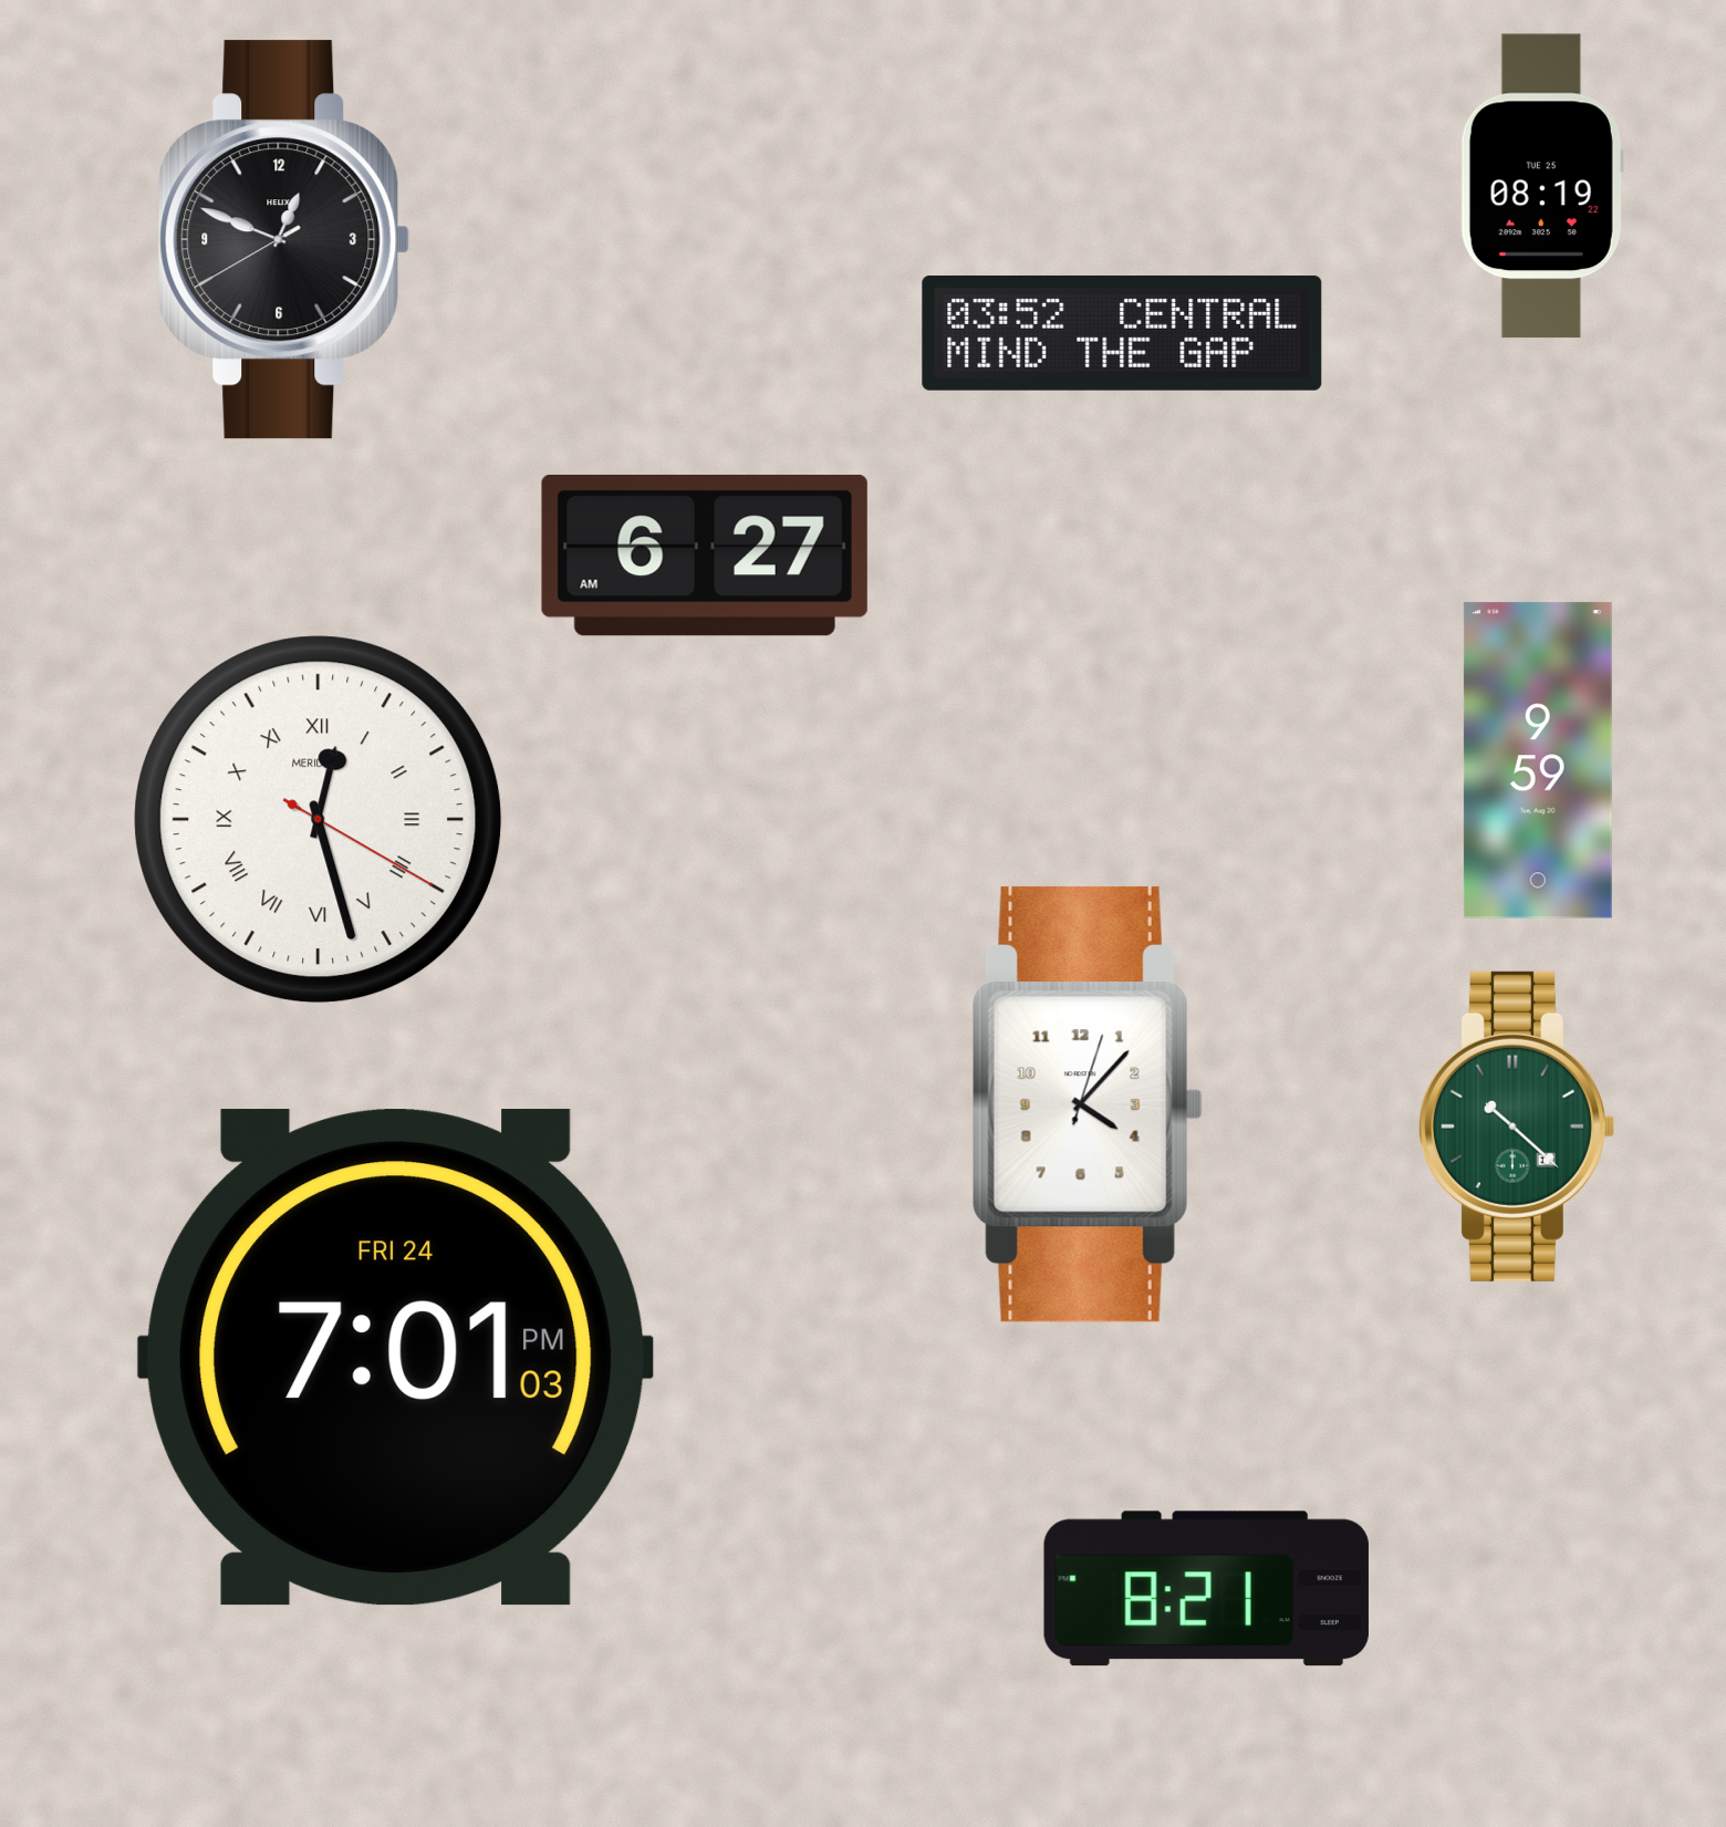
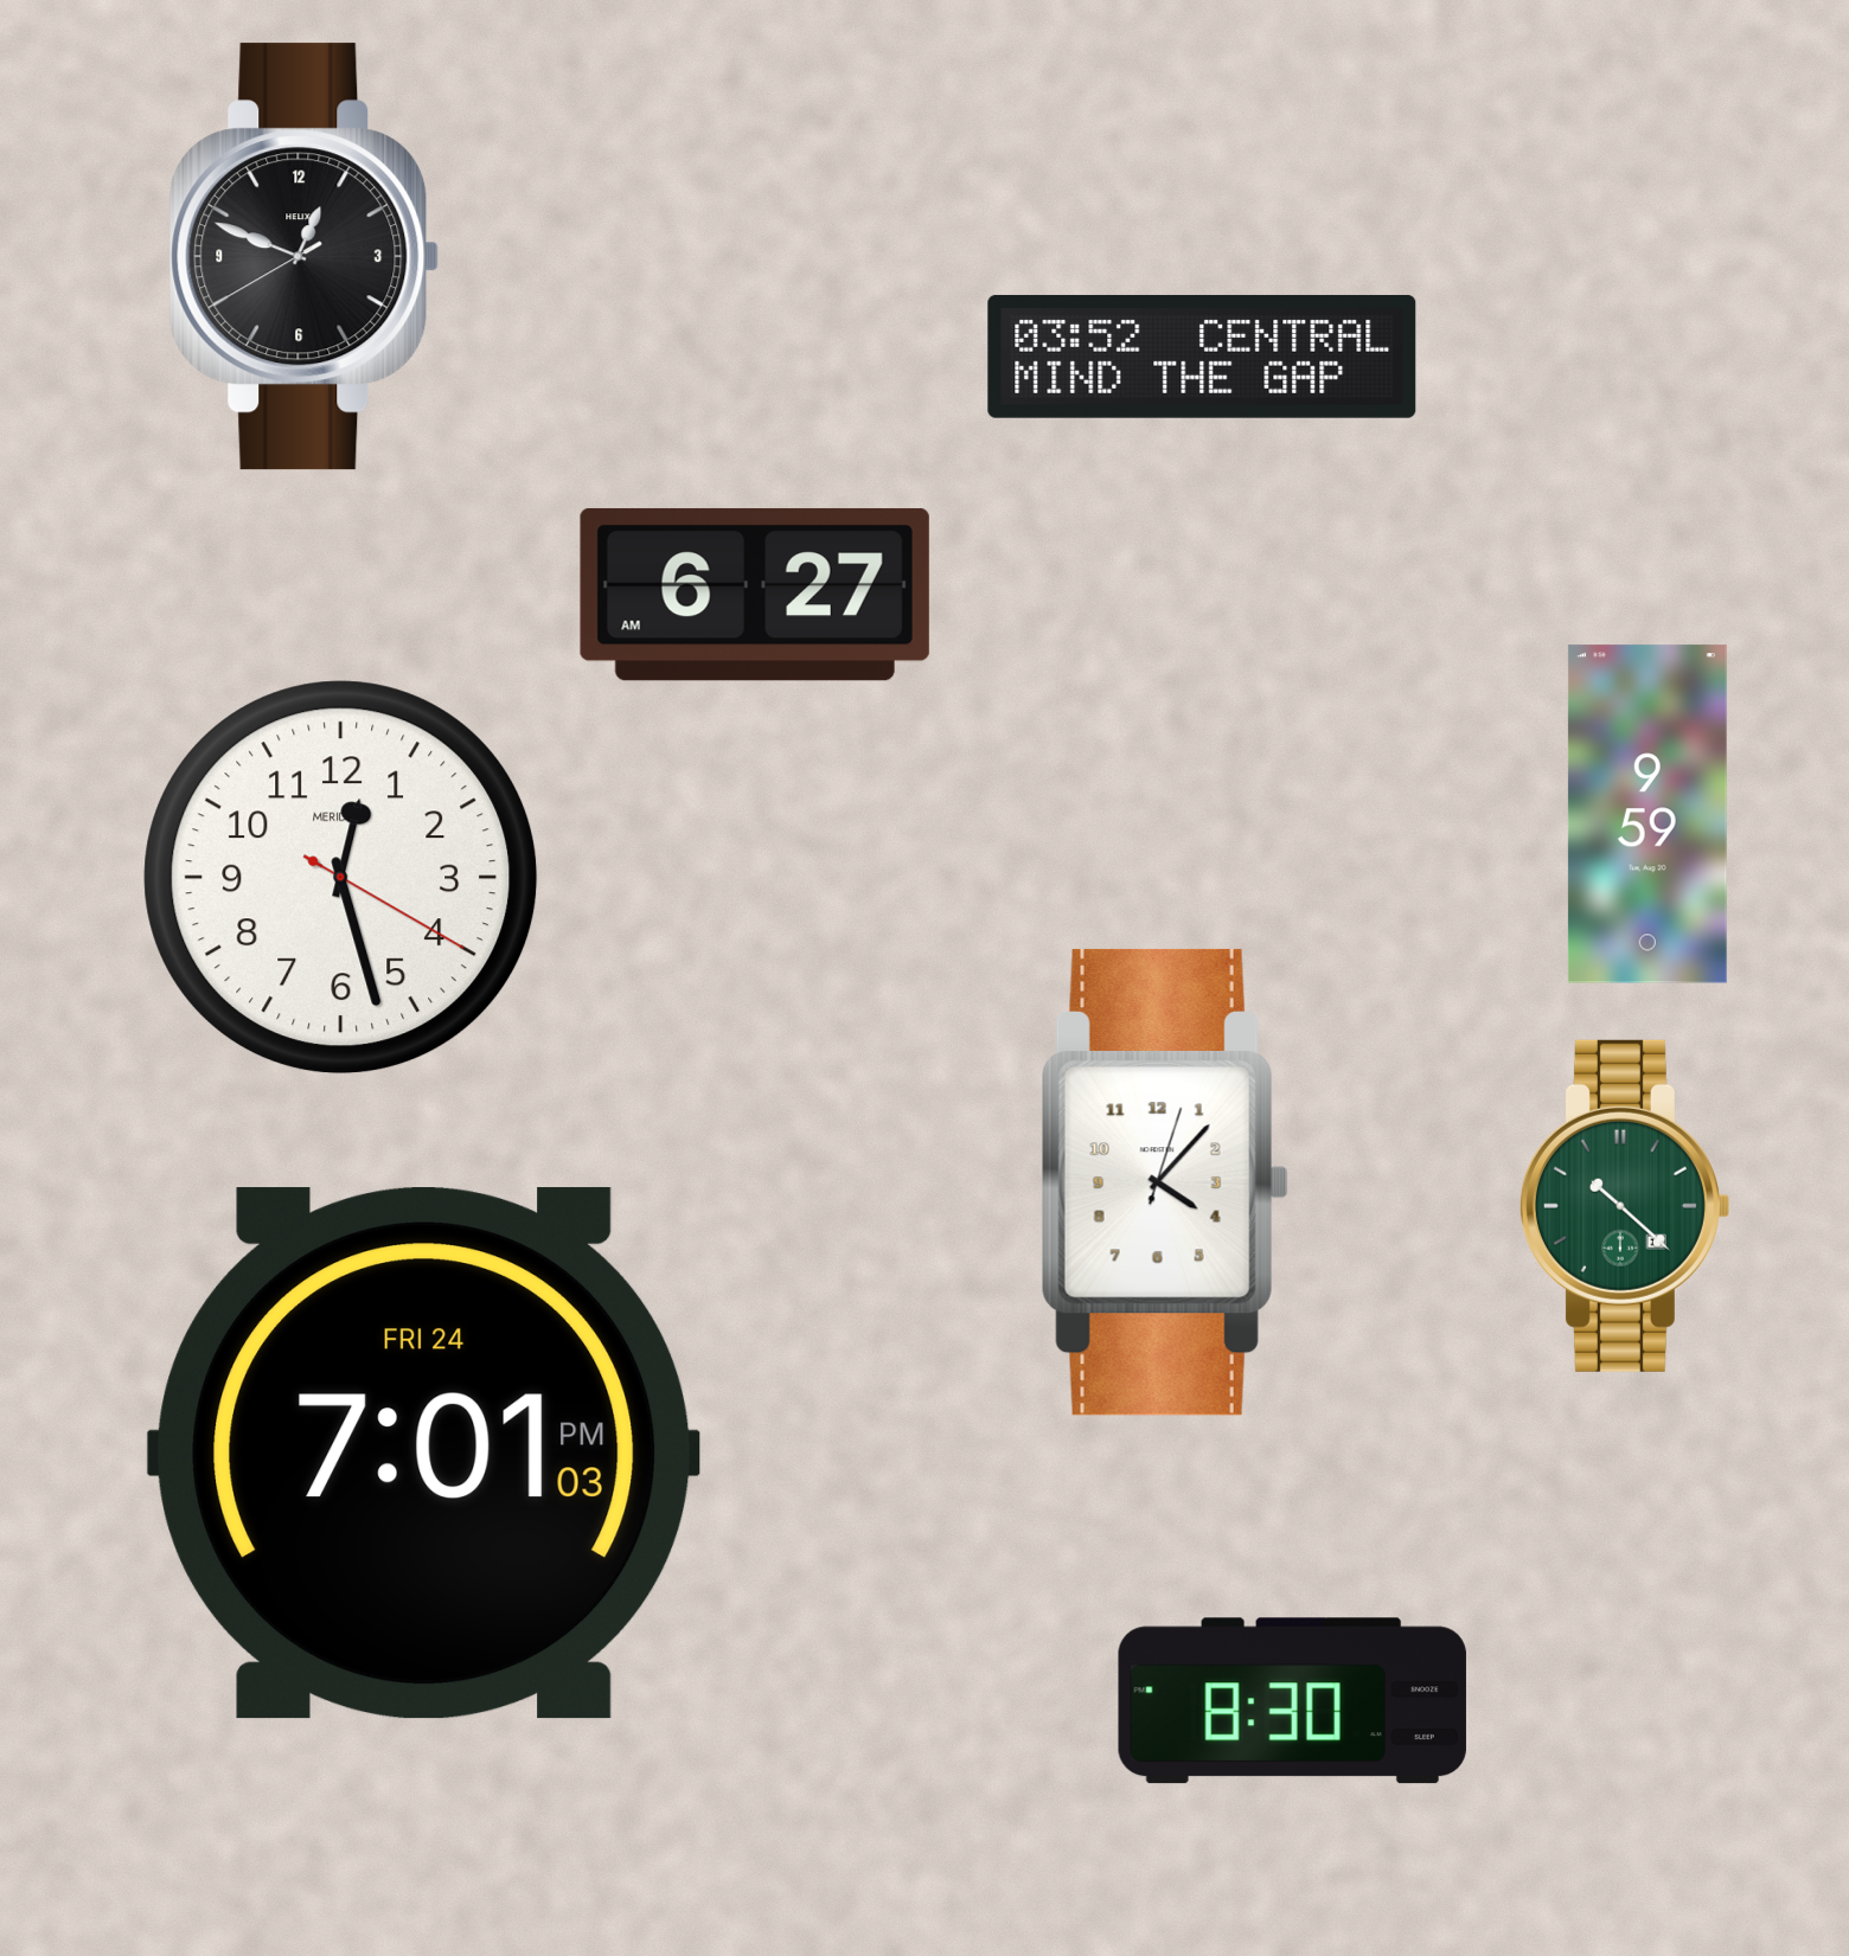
clock at (1542, 186): 08:19 -> none
clock at (319, 820) numerals: Roman -> Arabic
clock at (1206, 1589): 8:21 -> 8:30
